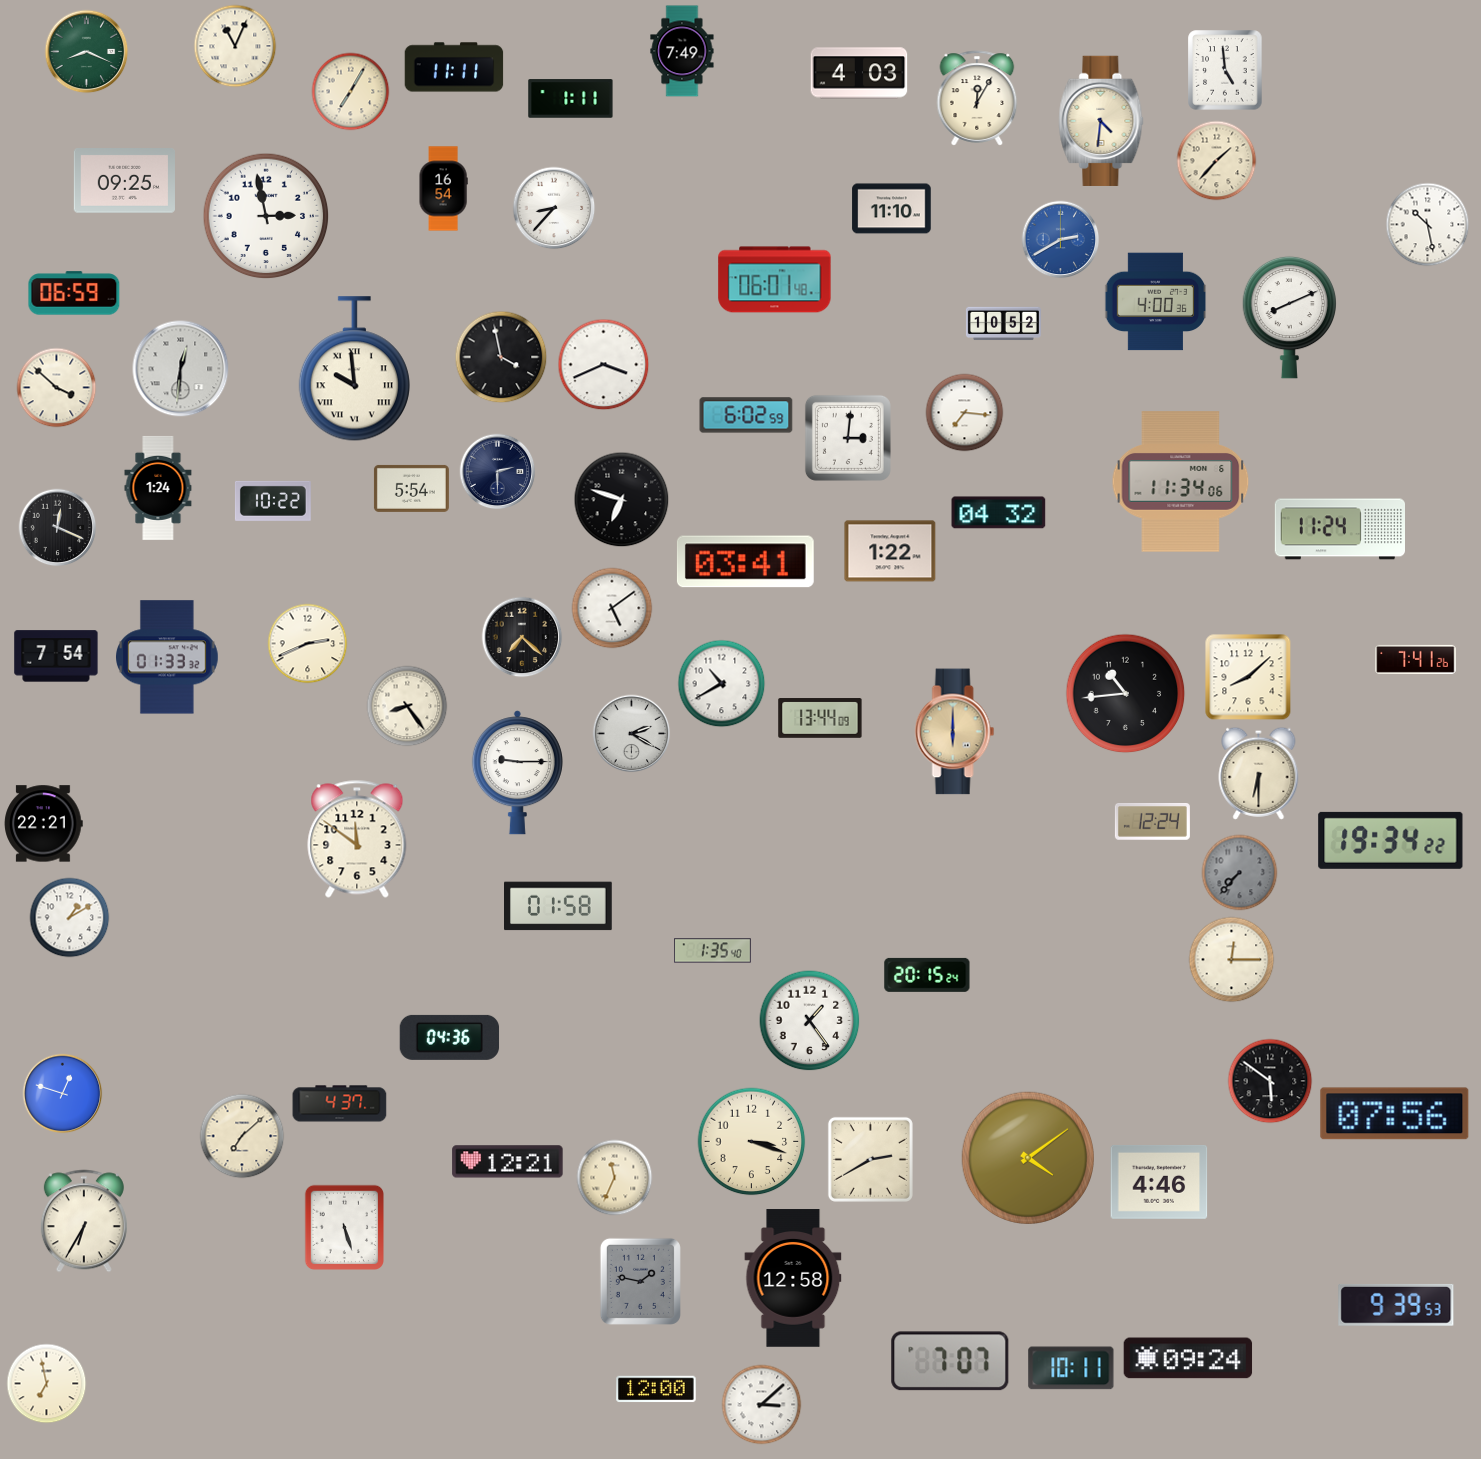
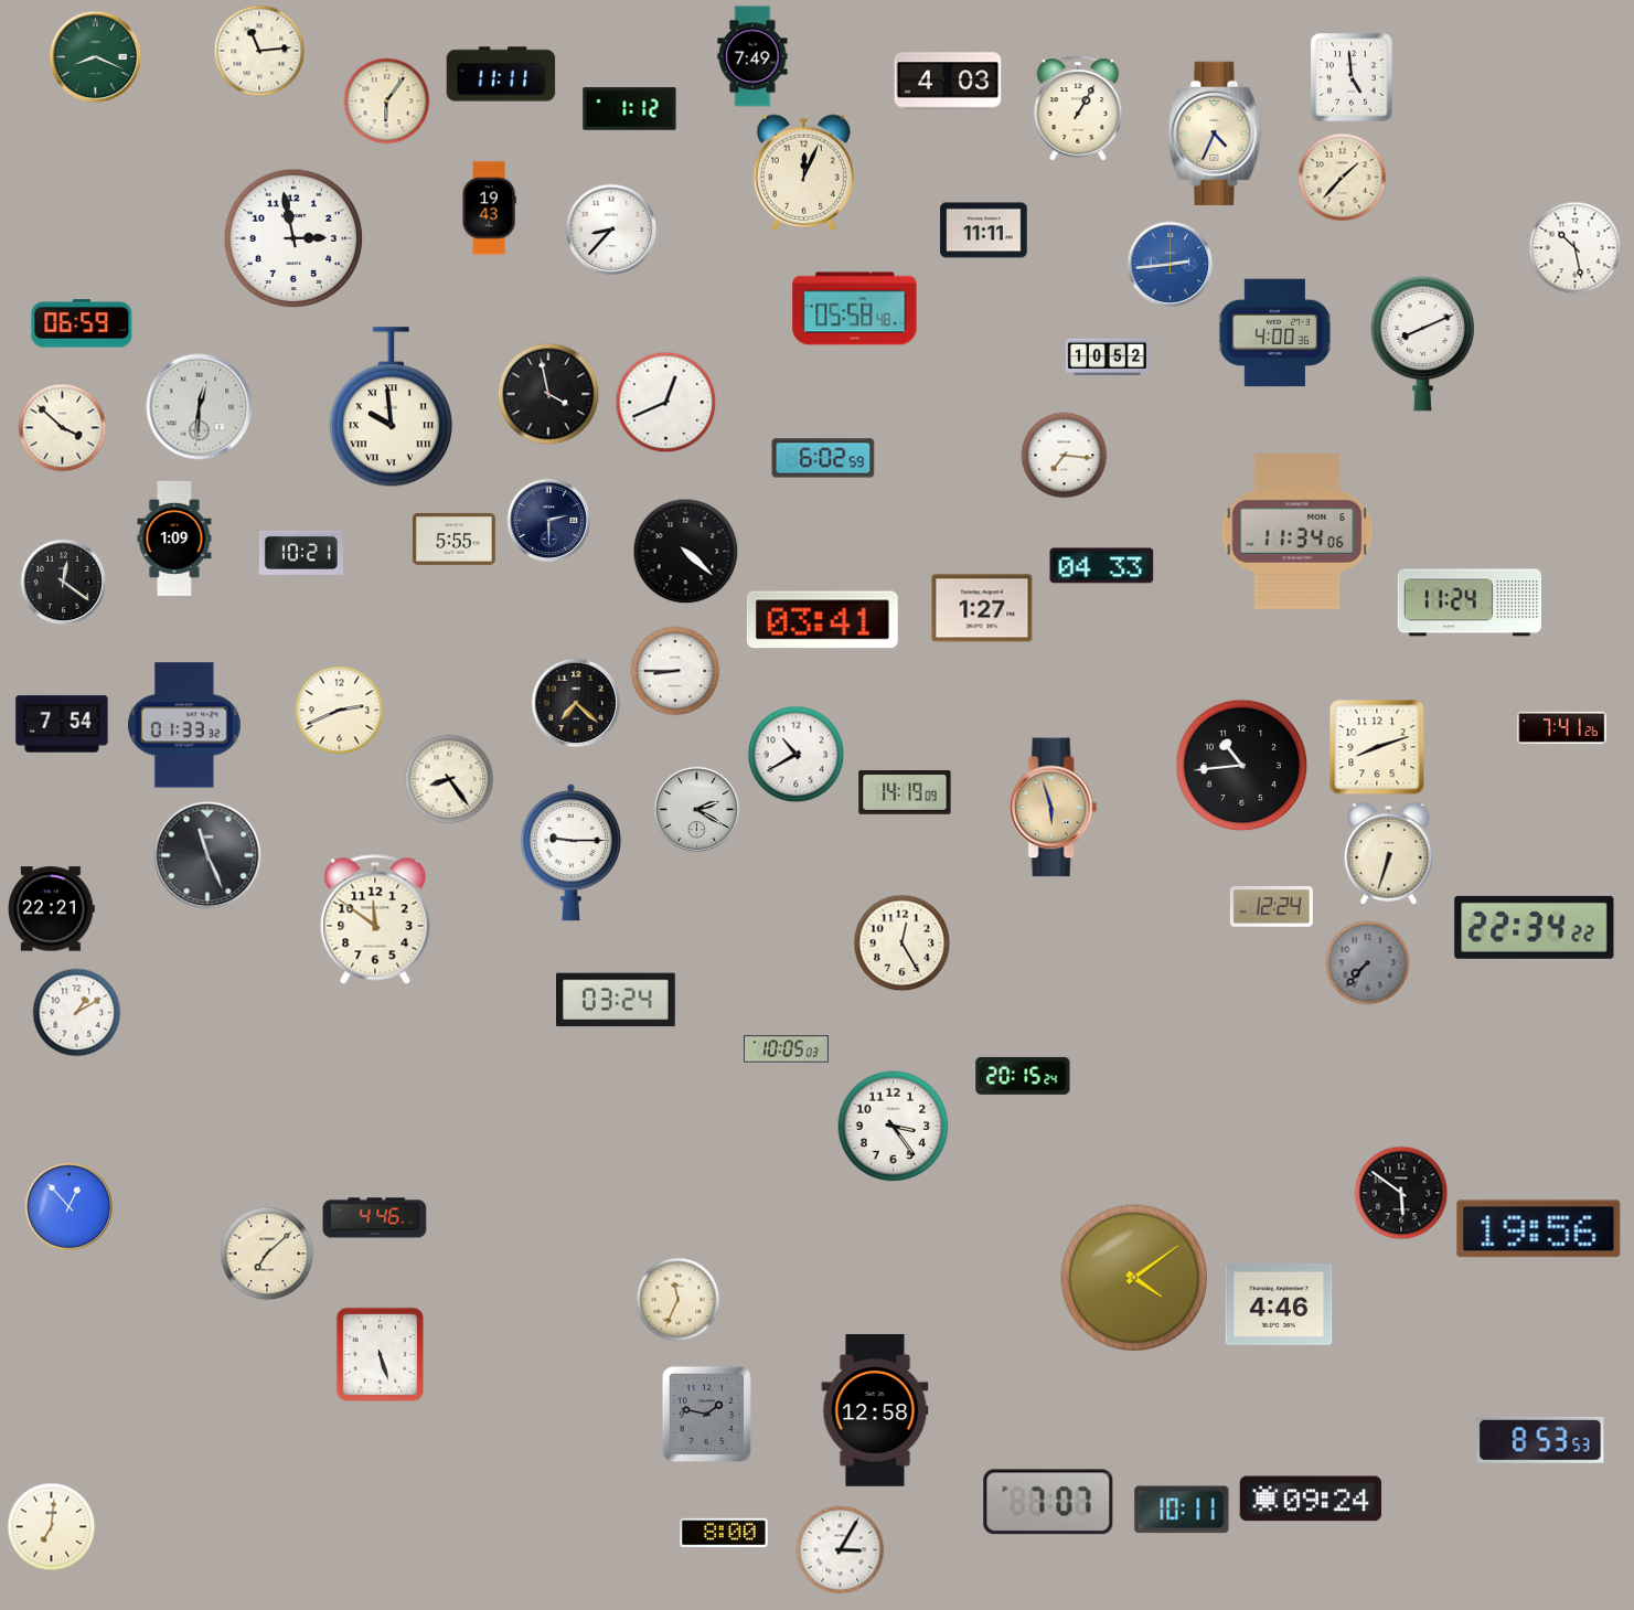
clock at (235, 46): 11:04 -> 11:14
clock at (351, 92): 7:05 -> 6:06
clock at (977, 98): 12:05 -> 1:05
clock at (571, 99): 1:11 -> 1:12
clock at (1101, 121): 4:31 -> 4:34
clock at (803, 172): none -> 12:04
clock at (124, 181): 09:25 -> none
clock at (443, 189): 16:54 -> 19:43
clock at (892, 209): 11:10 -> 11:11
clock at (1061, 240): 2:40 -> 2:44
clock at (775, 280): 06:01 -> 05:58
clock at (1289, 317) position: (1289, 317) -> (1422, 343)
clock at (501, 357) position: (501, 357) -> (548, 394)
clock at (604, 365): 3:41 -> 12:41
clock at (848, 438): 3:01 -> none
clock at (1181, 482) position: (1181, 482) -> (1297, 532)
clock at (158, 488): 1:24 -> 1:09
clock at (411, 488): 5:54 -> 5:55
clock at (622, 500): 6:48 -> 4:22
clock at (273, 501): 10:22 -> 10:21
clock at (999, 513): 04:32 -> 04:33
clock at (58, 528): 12:19 -> 12:21
clock at (1339, 529) position: (1339, 529) -> (1469, 603)
clock at (890, 551): 1:22 -> 1:27
clock at (612, 608): 5:09 -> 8:45
clock at (1248, 677): 8:08 -> 8:12
clock at (820, 718): 13:44 -> 14:19
clock at (955, 732): 6:00 -> 5:57
clock at (1259, 773): 6:30 -> 6:33
clock at (207, 855): none -> 11:26
clock at (44, 824) position: (44, 824) -> (52, 909)
clock at (357, 839) position: (357, 839) -> (375, 919)
clock at (1391, 840): 19:34 -> 22:34
clock at (903, 943): none -> 12:25
clock at (559, 906): 01:58 -> 03:24
clock at (713, 951): 1:35 -> 10:05
clock at (1232, 960): 12:15 -> none
clock at (810, 1021): 1:24 -> 3:24
clock at (450, 1037): 04:36 -> none
clock at (63, 1094): 12:48 -> 12:53
clock at (340, 1104): 4:37 -> 4:46
clock at (1395, 1114): 07:56 -> 19:56
clock at (752, 1142): 3:18 -> none
clock at (870, 1159): 2:40 -> none
clock at (508, 1162): 12:21 -> none
clock at (84, 1221): 6:35 -> none
clock at (1396, 1305): 9:39 -> 8:53
clock at (47, 1384): 6:58 -> 7:01
clock at (656, 1389): 12:00 -> 8:00
clock at (762, 1405): 3:08 -> 3:05
